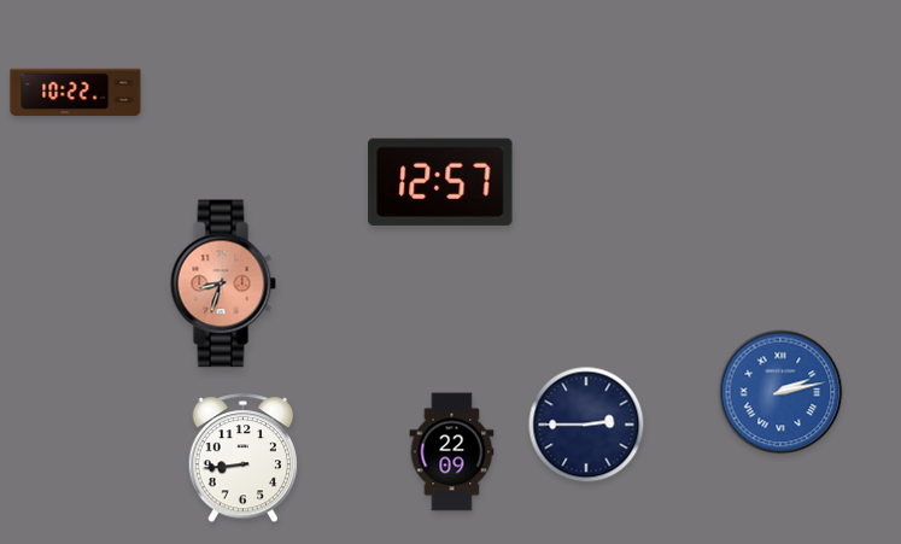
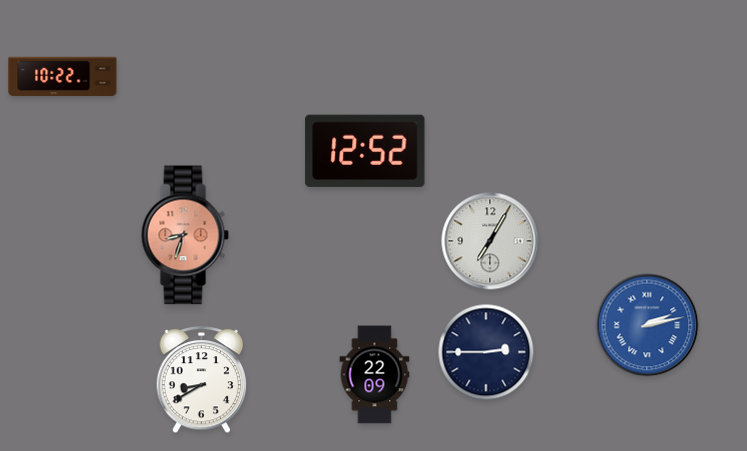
clock at (440, 182): 12:57 -> 12:52
clock at (490, 241): none -> 7:05
clock at (244, 458): 8:44 -> 8:40
